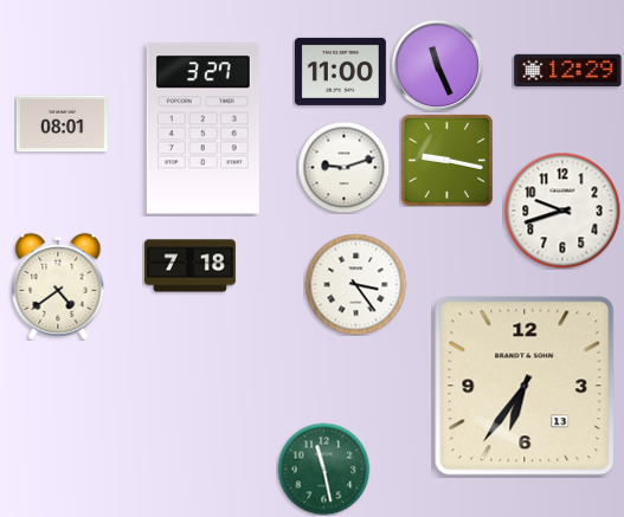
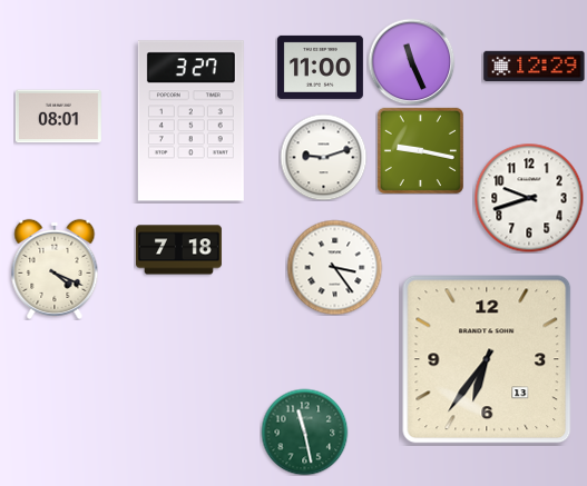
clock at (58, 286): 4:39 -> 4:19
clock at (525, 386) position: (525, 386) -> (487, 359)
clock at (323, 468) position: (323, 468) -> (304, 432)
